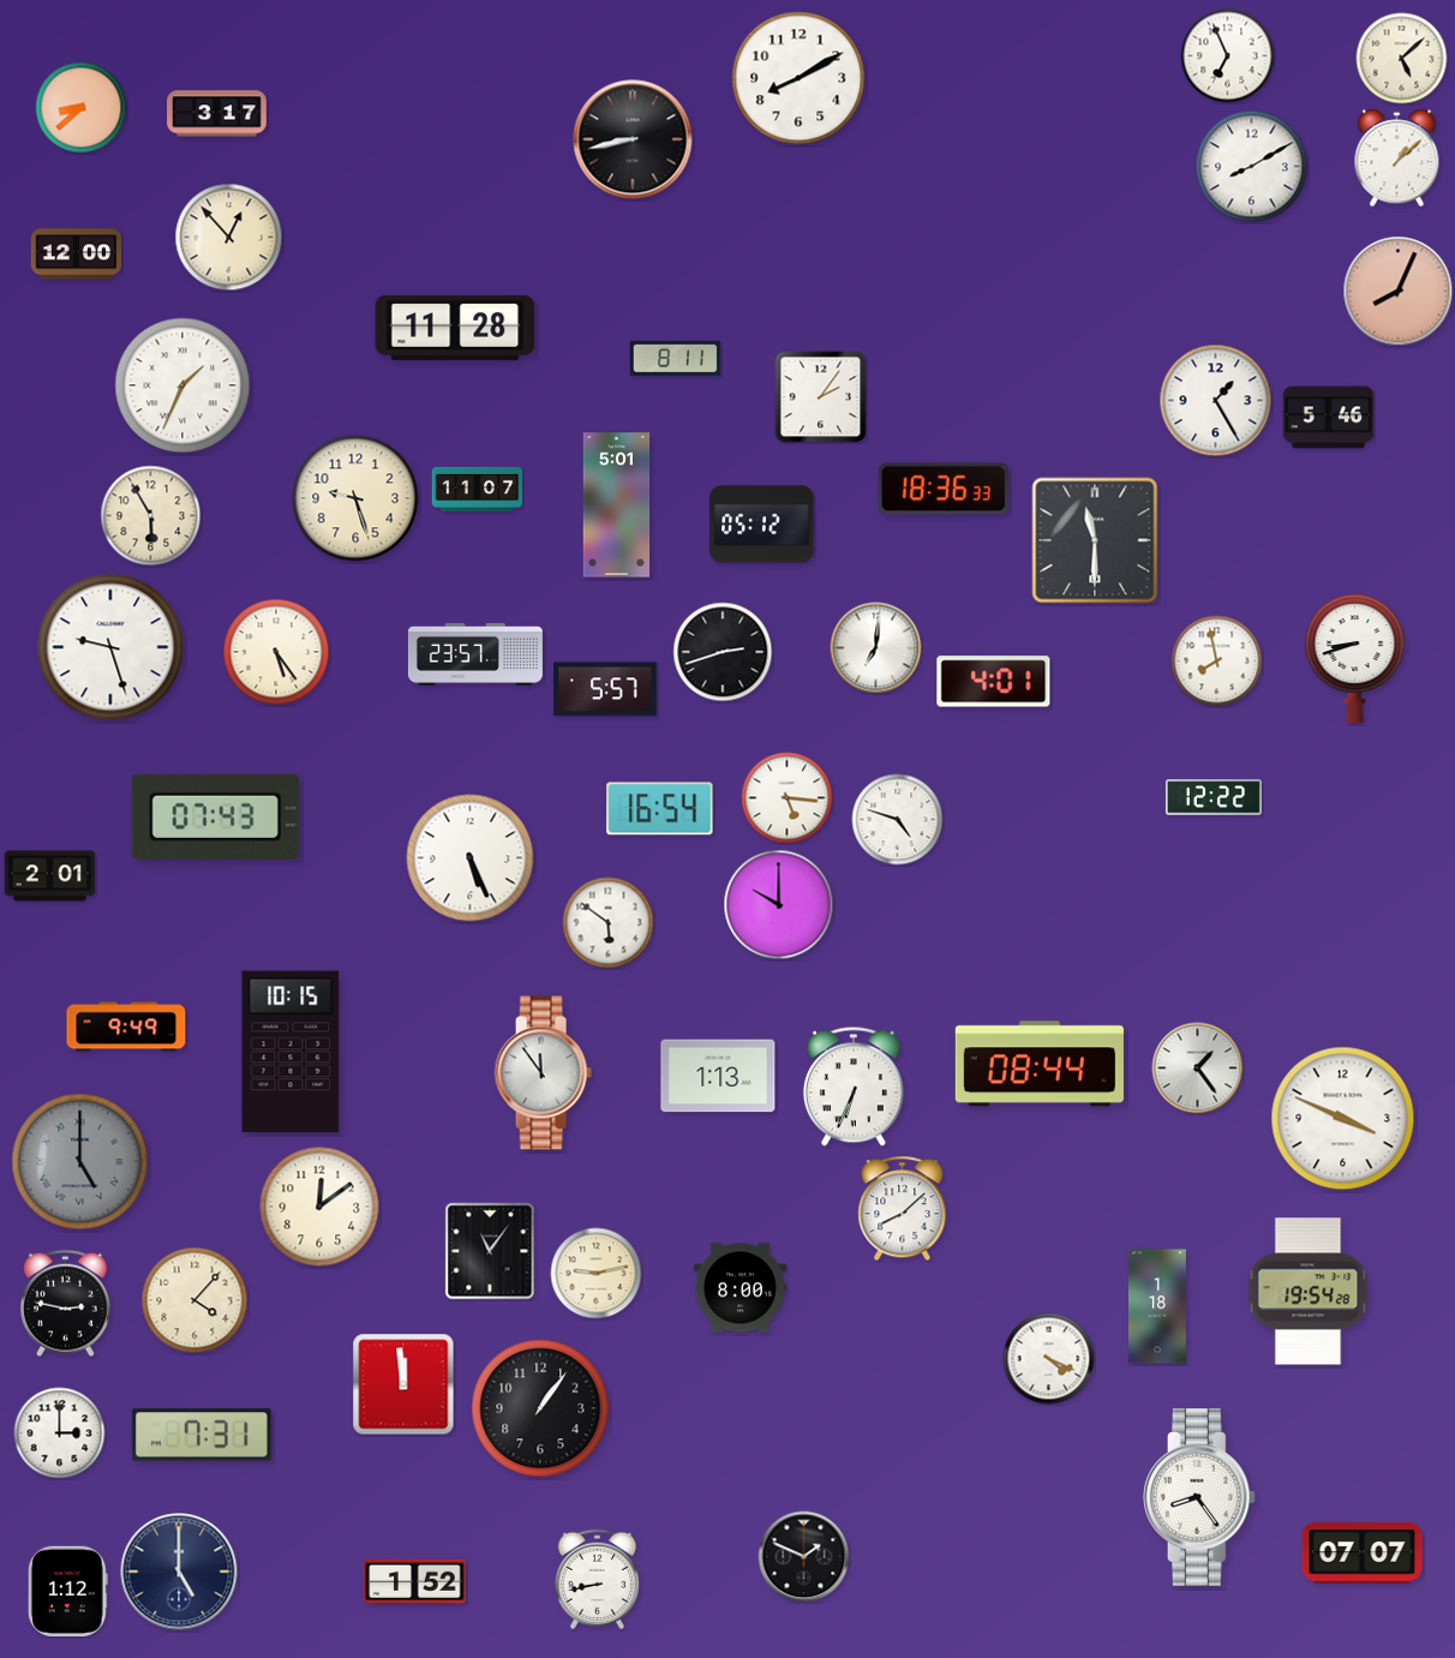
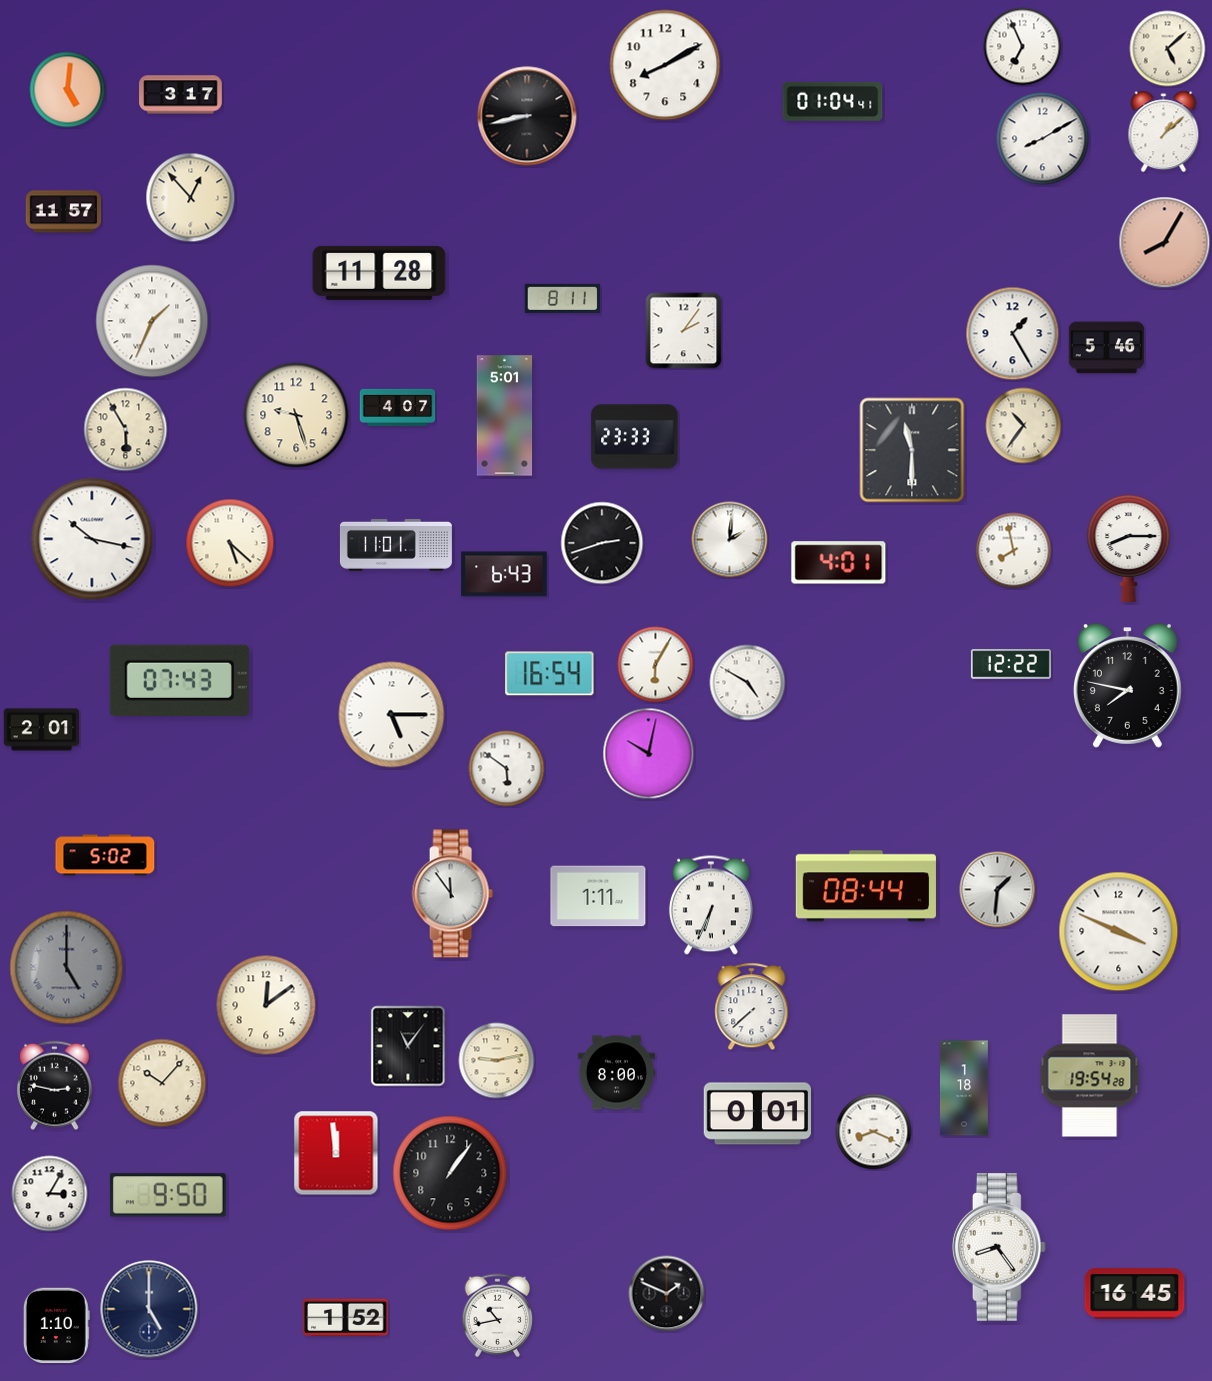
clock at (82, 108): 8:38 -> 5:01
clock at (833, 101): none -> 01:04
clock at (77, 255): 12:00 -> 11:57
clock at (1399, 292): 8:04 -> 8:05
clock at (478, 489): 11:07 -> 4:07
clock at (944, 489): 18:36 -> none
clock at (617, 505) position: (617, 505) -> (505, 416)
clock at (1024, 426): none -> 10:36
clock at (762, 525): 05:12 -> 23:33
clock at (110, 647): 9:27 -> 10:17
clock at (876, 648): 7:01 -> 2:01
clock at (276, 652): 5:24 -> 5:22
clock at (475, 654): 23:57 -> 11:01
clock at (1355, 658): 8:42 -> 8:15
clock at (994, 682) position: (994, 682) -> (839, 563)
clock at (605, 689): 5:57 -> 6:43
clock at (788, 798): 5:16 -> 6:05
clock at (898, 820): 4:48 -> 4:50
clock at (1127, 686): none -> 7:47
clock at (471, 858): 5:26 -> 5:15
clock at (779, 905): 10:00 -> 10:02
clock at (126, 1026): 9:49 -> 5:02
clock at (291, 1052): 10:15 -> none
clock at (1198, 1069): 1:24 -> 1:31
clock at (718, 1076): 1:13 -> 1:11
clock at (903, 1209): 8:08 -> 7:38
clock at (490, 1251) position: (490, 1251) -> (408, 1046)
clock at (194, 1300): 4:07 -> 10:07
clock at (757, 1114): none -> 0:01
clock at (1049, 1359): 4:19 -> 8:19
clock at (60, 1433): 3:00 -> 3:05
clock at (202, 1435): 7:31 -> 9:50
clock at (1363, 1554): 07:07 -> 16:45
clock at (804, 1557) position: (804, 1557) -> (667, 1294)
clock at (598, 1580): 8:43 -> 10:43
clock at (67, 1592): 1:12 -> 1:10
